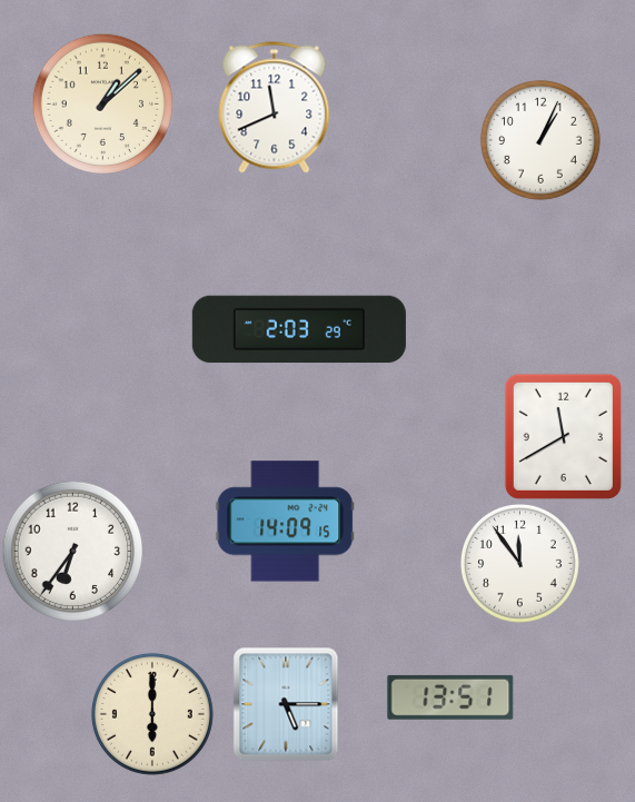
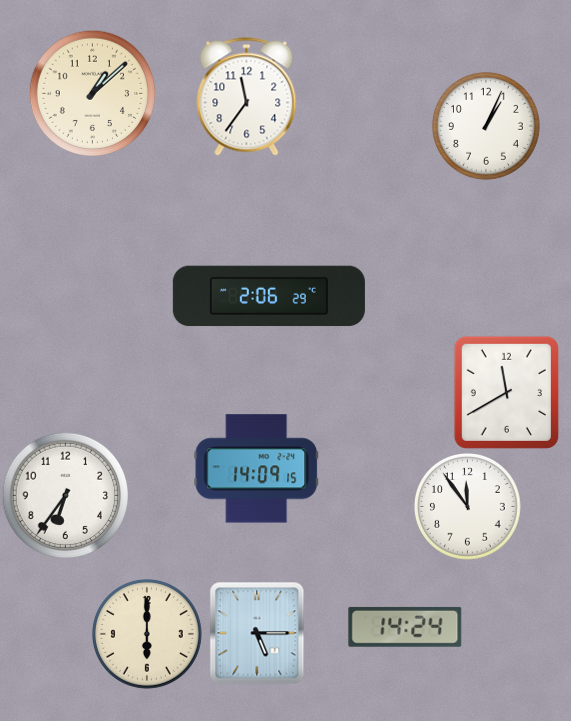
clock at (275, 108): 11:41 -> 11:36
clock at (299, 329): 2:03 -> 2:06
clock at (450, 697): 13:51 -> 14:24
clock at (152, 714) position: (152, 714) -> (147, 634)
